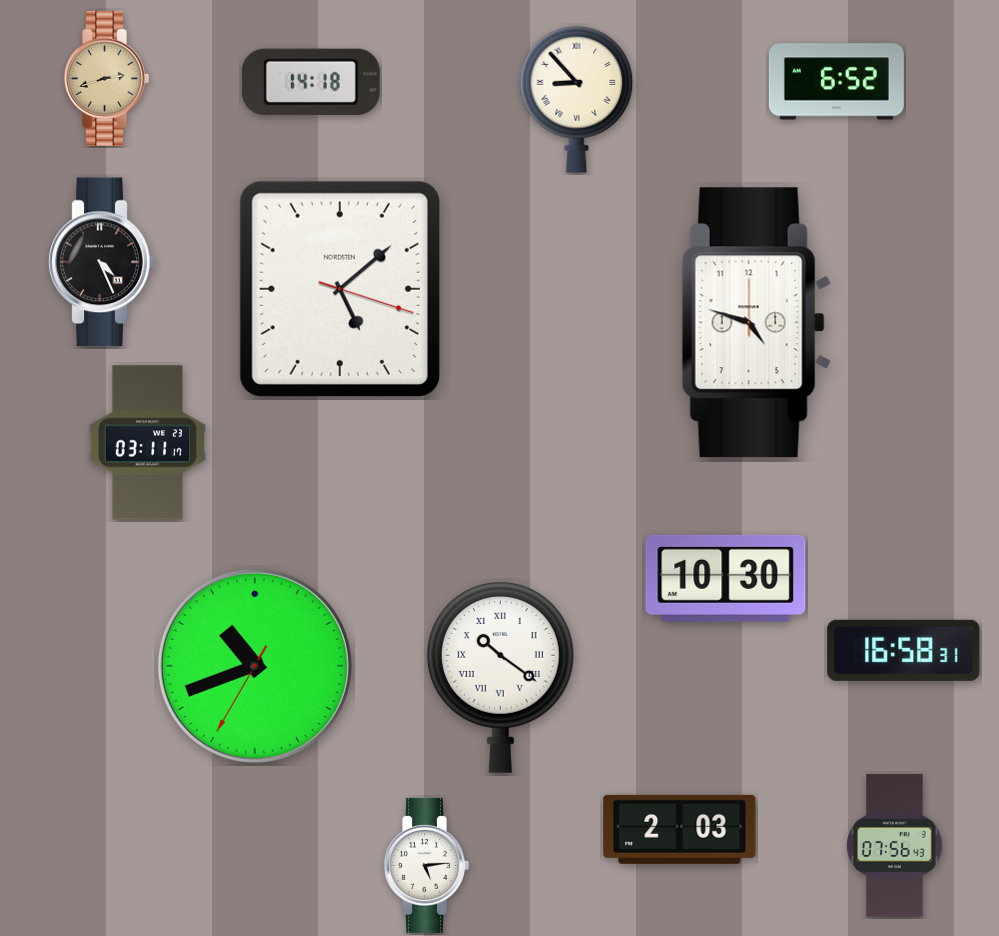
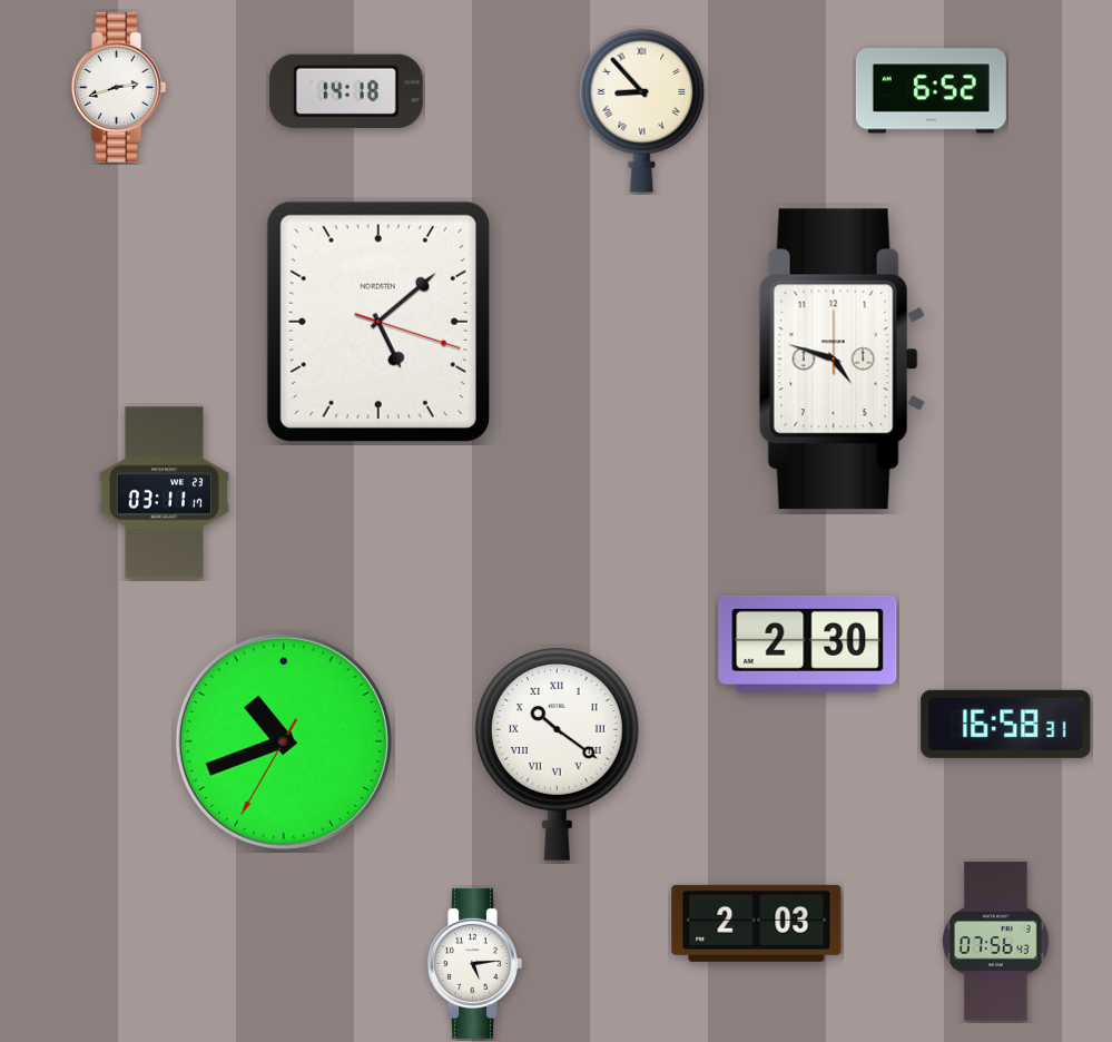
clock at (106, 78) dial: champagne -> white
clock at (102, 262): 4:26 -> none
clock at (726, 578): 10:30 -> 2:30
